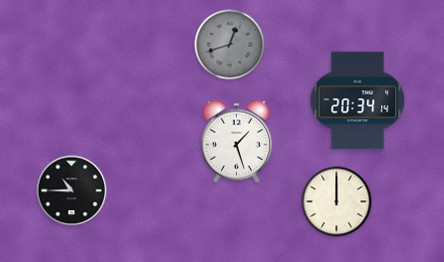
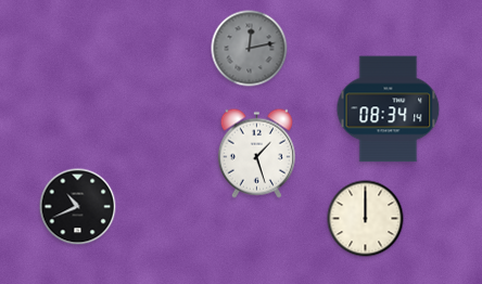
clock at (230, 45): 12:42 -> 12:13
clock at (358, 101): 20:34 -> 08:34
clock at (72, 191): 10:45 -> 10:41
